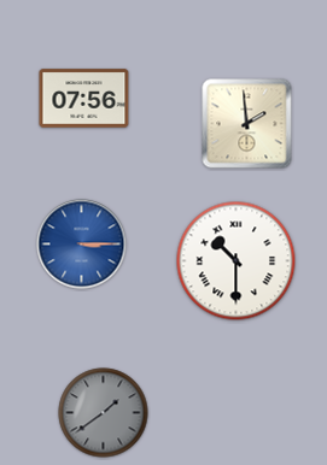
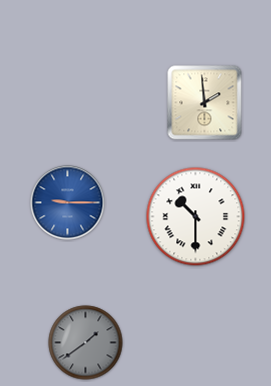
clock at (84, 99): 07:56 -> none
clock at (82, 245): 3:15 -> 9:15
